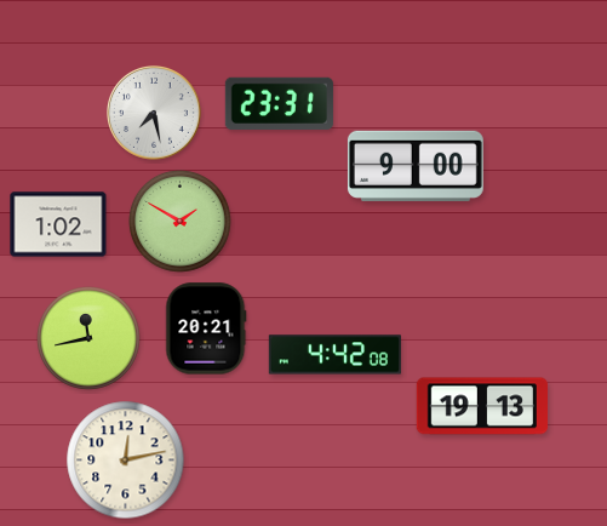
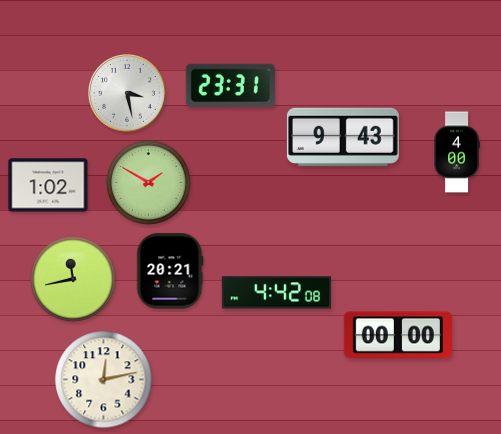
clock at (155, 114): 7:28 -> 3:28
clock at (416, 166): 9:00 -> 9:43
clock at (457, 152): none -> 4:00
clock at (481, 406): 19:13 -> 00:00
